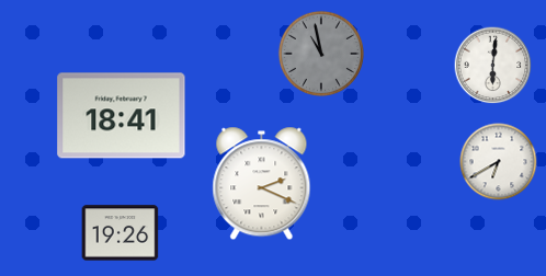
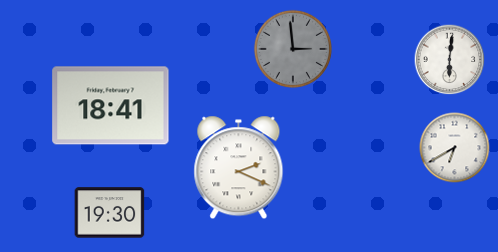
clock at (321, 54): 10:58 -> 2:59
clock at (121, 233): 19:26 -> 19:30
